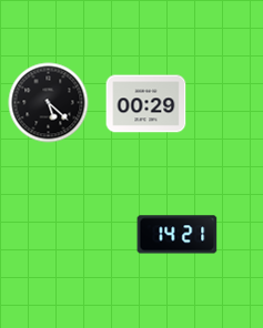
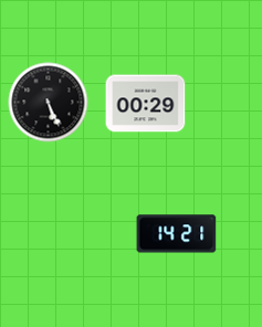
clock at (49, 103): 5:22 -> 5:26
